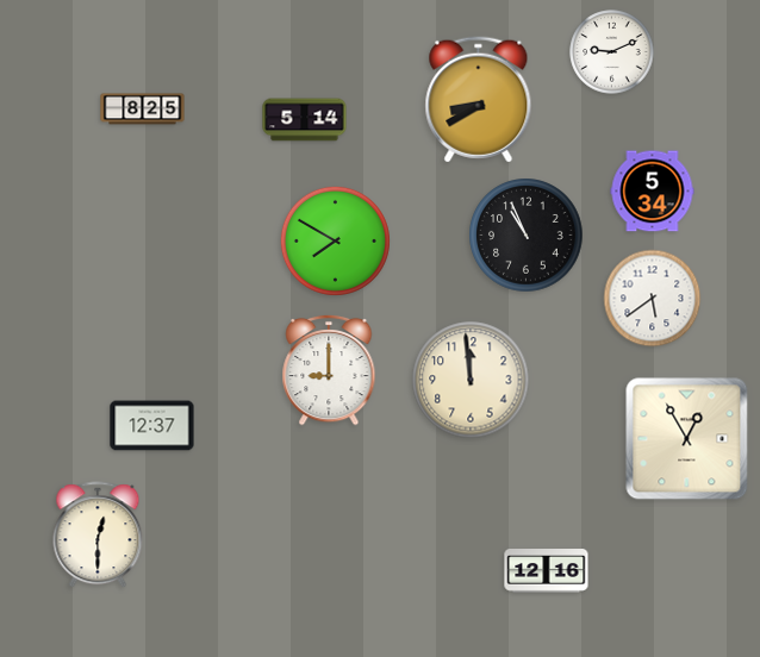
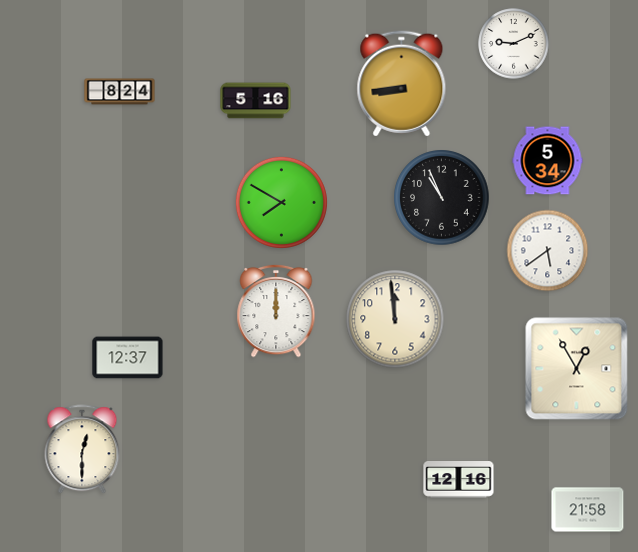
clock at (479, 100): 8:40 -> 8:44
clock at (143, 109): 8:25 -> 8:24
clock at (305, 120): 5:14 -> 5:16
clock at (329, 370): 9:00 -> 12:00
clock at (588, 510): none -> 21:58
